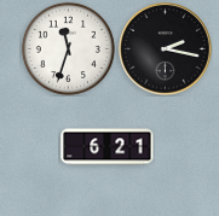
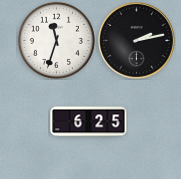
clock at (166, 49): 2:17 -> 2:13
clock at (108, 147): 6:21 -> 6:25
